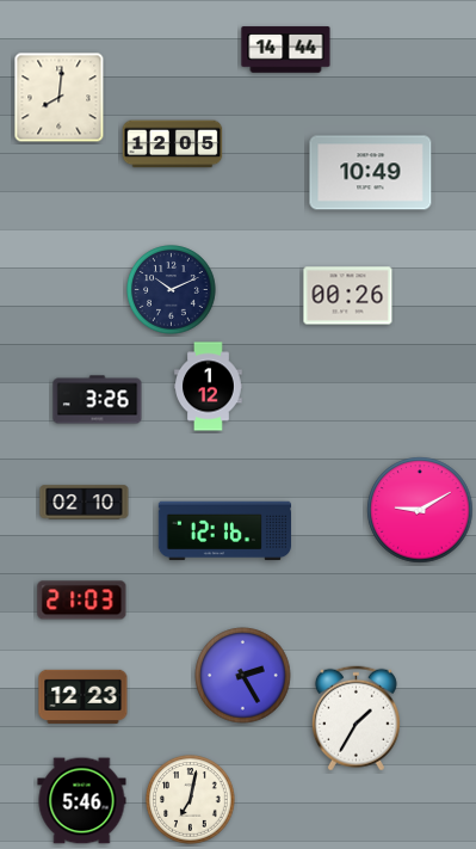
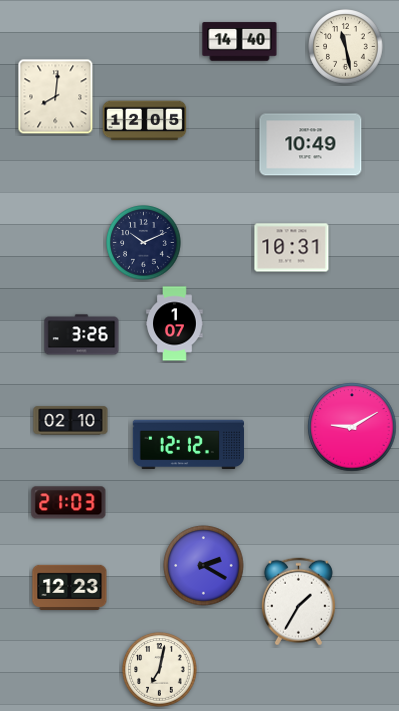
clock at (286, 50): 14:44 -> 14:40
clock at (346, 47): none -> 11:28
clock at (60, 98) position: (60, 98) -> (56, 97)
clock at (348, 296): 00:26 -> 10:31
clock at (209, 387): 1:12 -> 1:07
clock at (224, 531): 12:16 -> 12:12
clock at (243, 676): 2:25 -> 2:20
clock at (84, 696) position: (84, 696) -> (70, 587)
clock at (82, 801): 5:46 -> none
